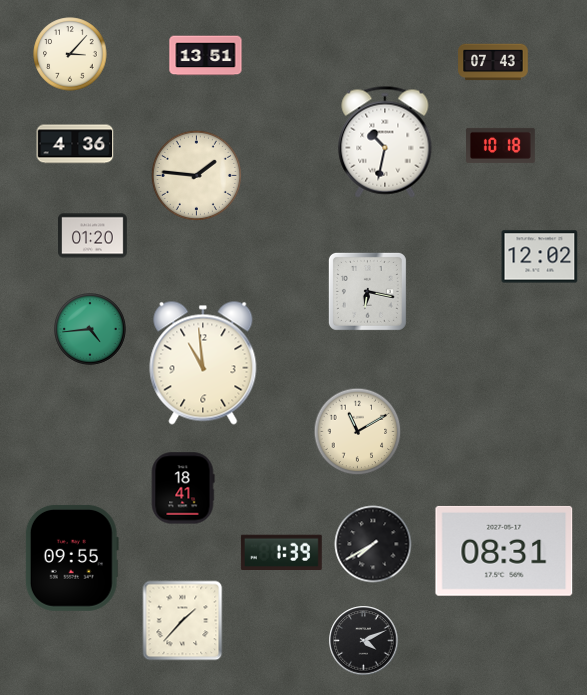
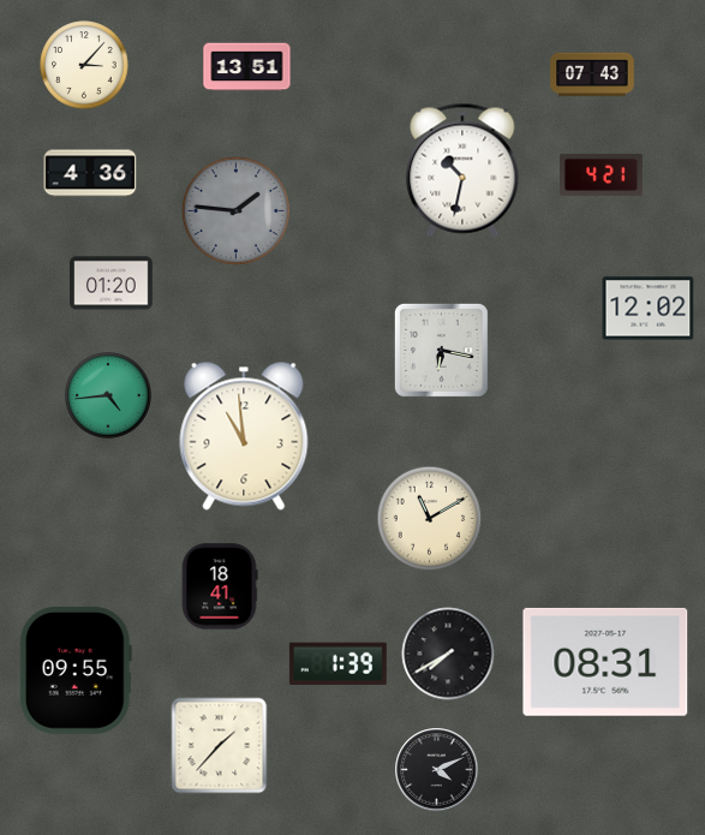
clock at (501, 145): 10:18 -> 4:21
clock at (196, 175) dial: cream -> grey
clock at (72, 558) position: (72, 558) -> (76, 670)
